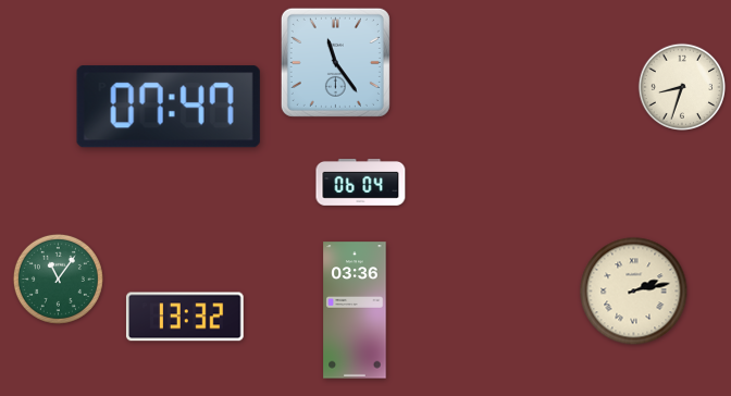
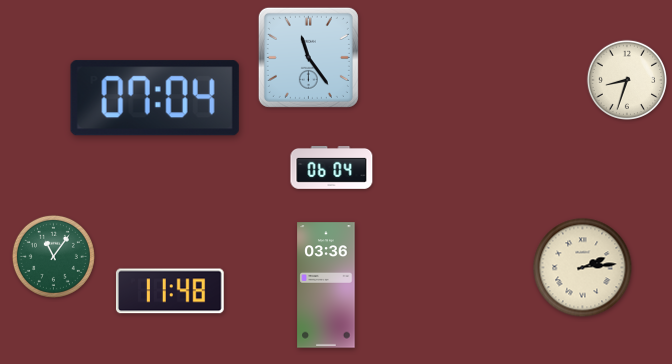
clock at (169, 107): 07:47 -> 07:04
clock at (634, 292): 2:13 -> 2:14
clock at (185, 317): 13:32 -> 11:48
